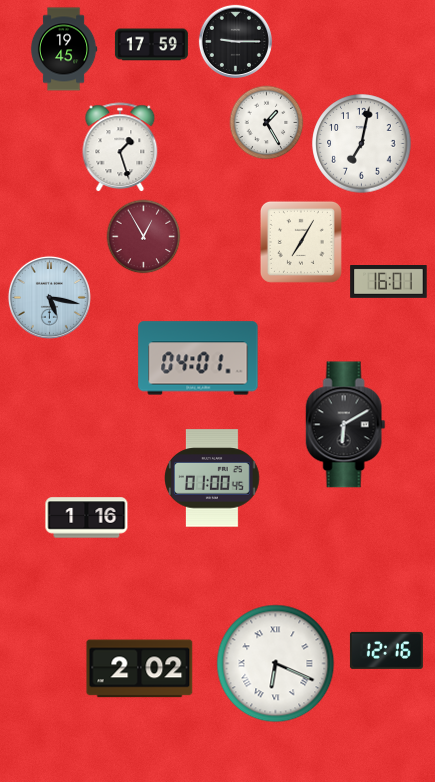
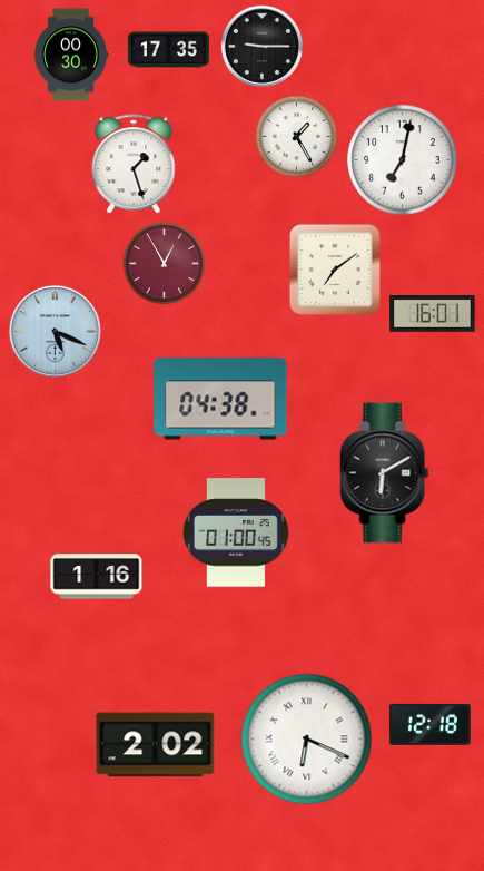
clock at (151, 45): 17:59 -> 17:35
clock at (64, 49): 19:45 -> 00:30
clock at (144, 237) position: (144, 237) -> (165, 264)
clock at (301, 242): 7:05 -> 7:09
clock at (49, 297): 5:17 -> 5:19
clock at (198, 358): 04:01 -> 04:38
clock at (386, 650): 12:16 -> 12:18
